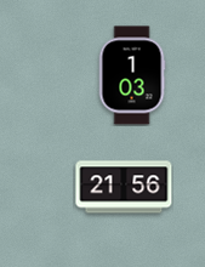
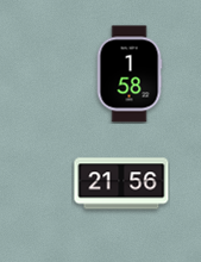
clock at (132, 75): 1:03 -> 1:58
